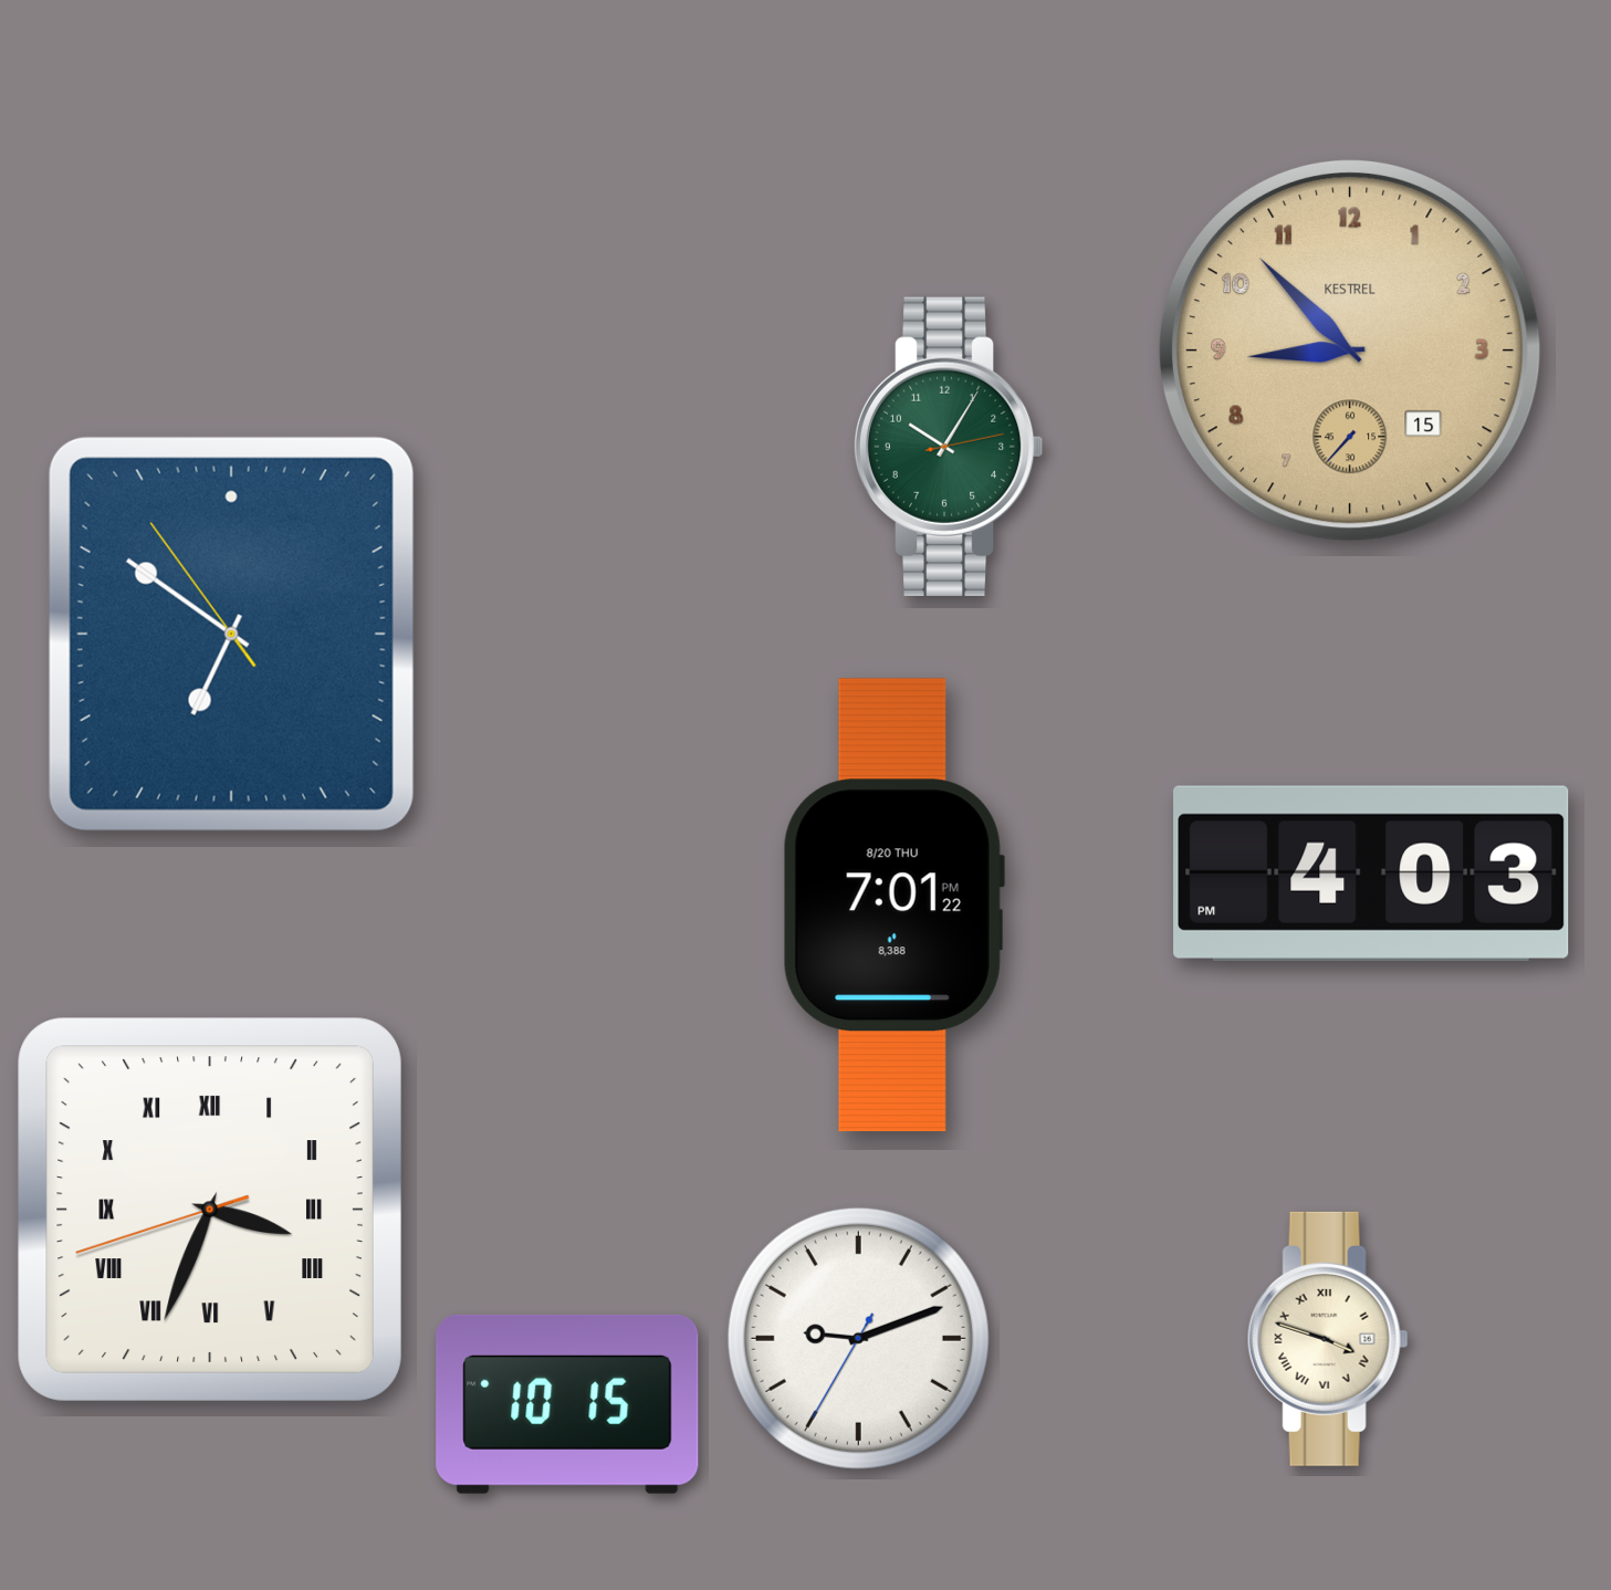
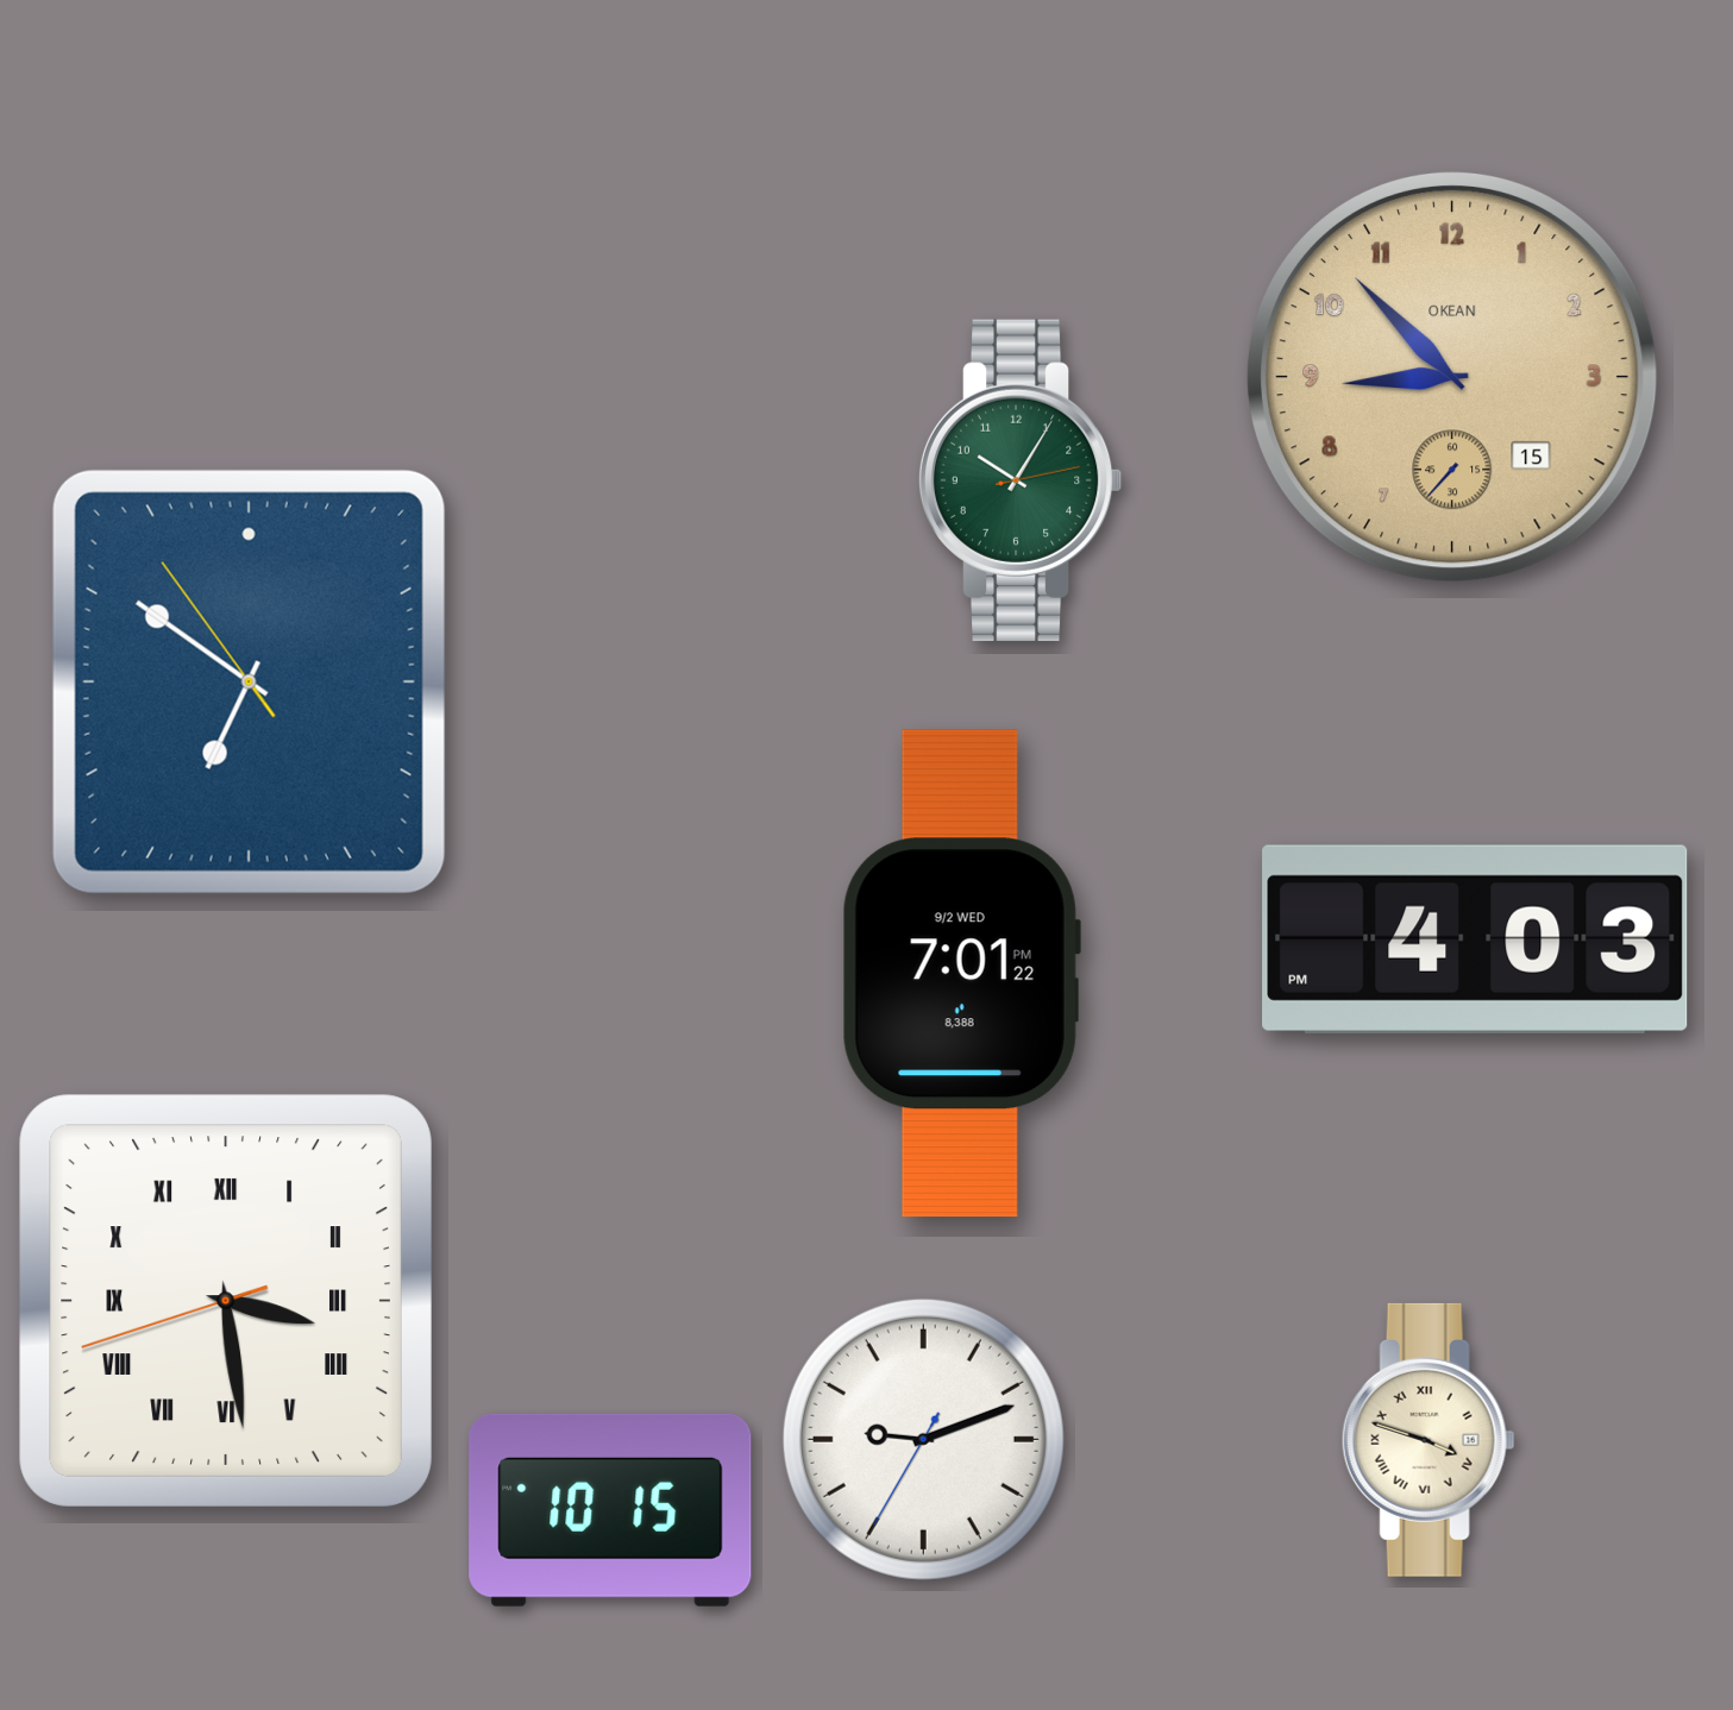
clock at (1350, 351) brand: KESTREL -> OKEAN
clock at (893, 906) date: 8/20 THU -> 9/2 WED
clock at (210, 1210): 3:33 -> 3:28
